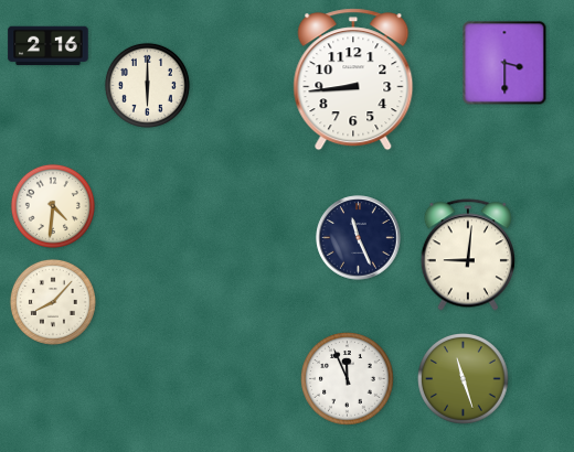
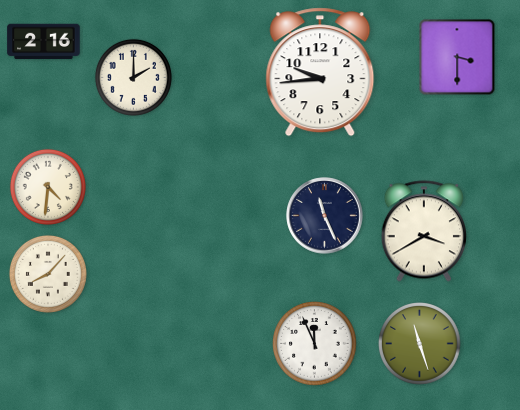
clock at (353, 79): 8:44 -> 9:44
clock at (147, 85): 6:00 -> 2:00
clock at (467, 255): 9:01 -> 3:40
